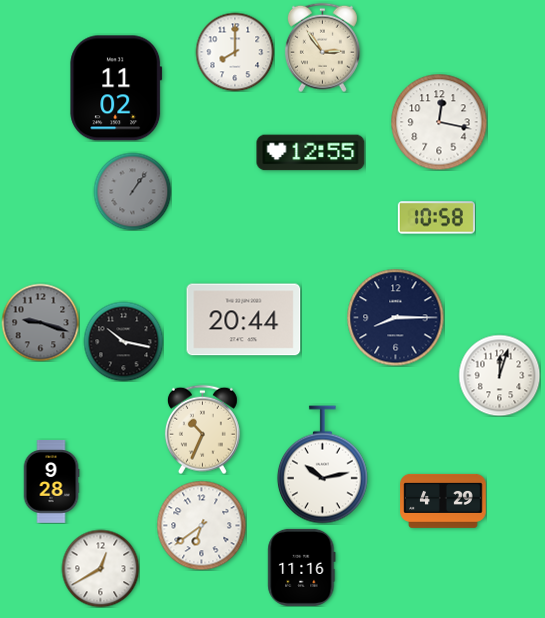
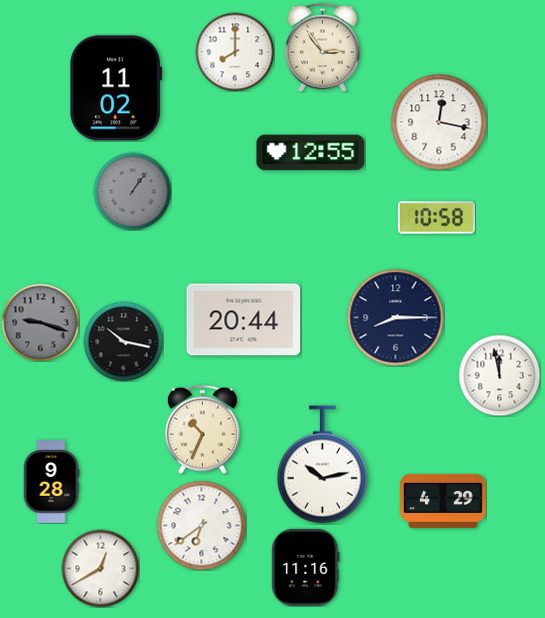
clock at (499, 375): 12:03 -> 11:58
clock at (302, 567) position: (302, 567) -> (306, 567)
